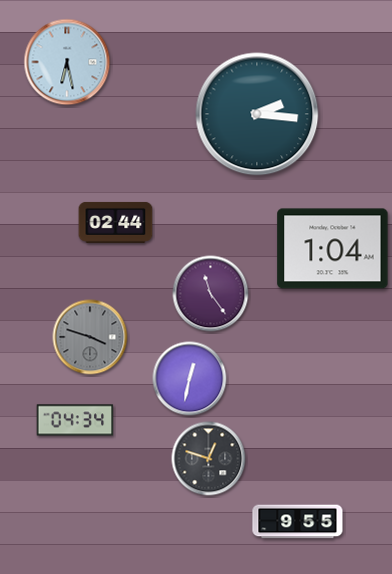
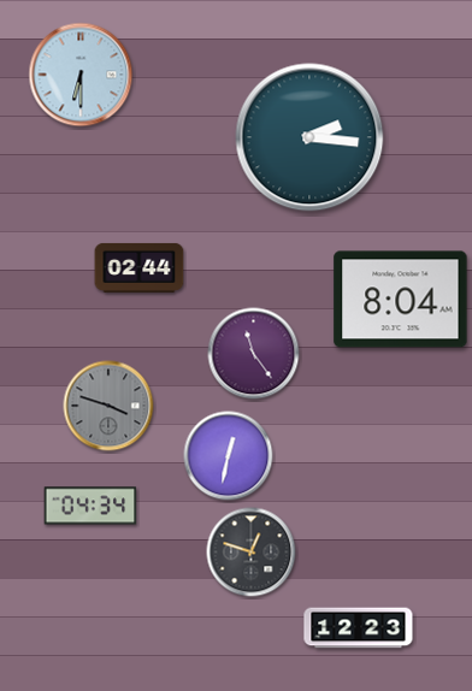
clock at (67, 62): 6:28 -> 6:30
clock at (333, 249): 1:04 -> 8:04
clock at (298, 522): 9:55 -> 12:23
